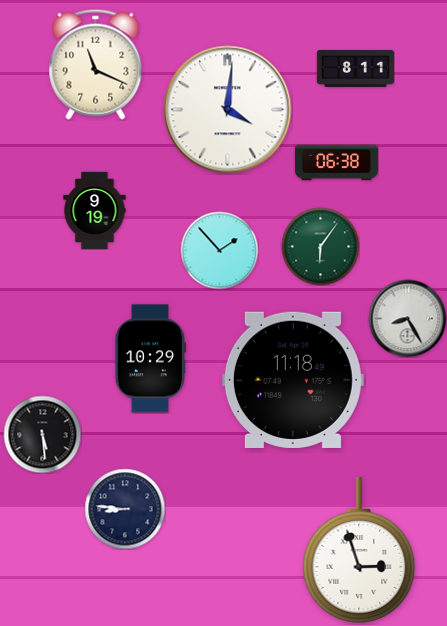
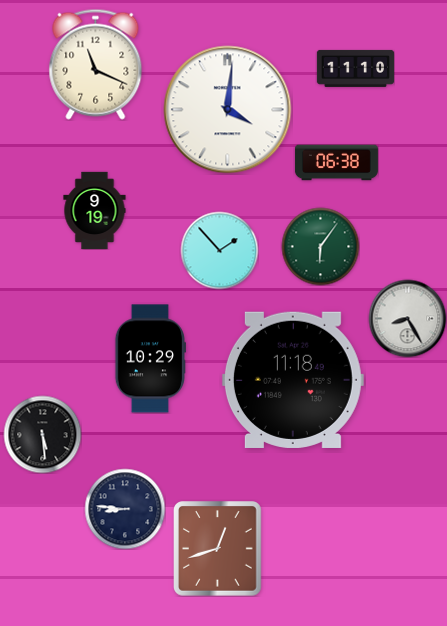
clock at (355, 68): 8:11 -> 11:10
clock at (218, 549): none -> 12:42
clock at (359, 551): 2:57 -> none
